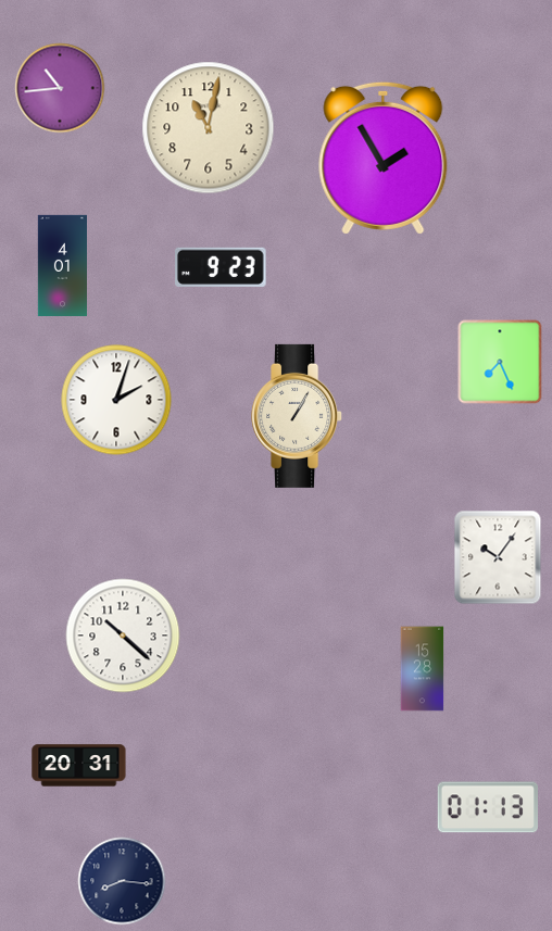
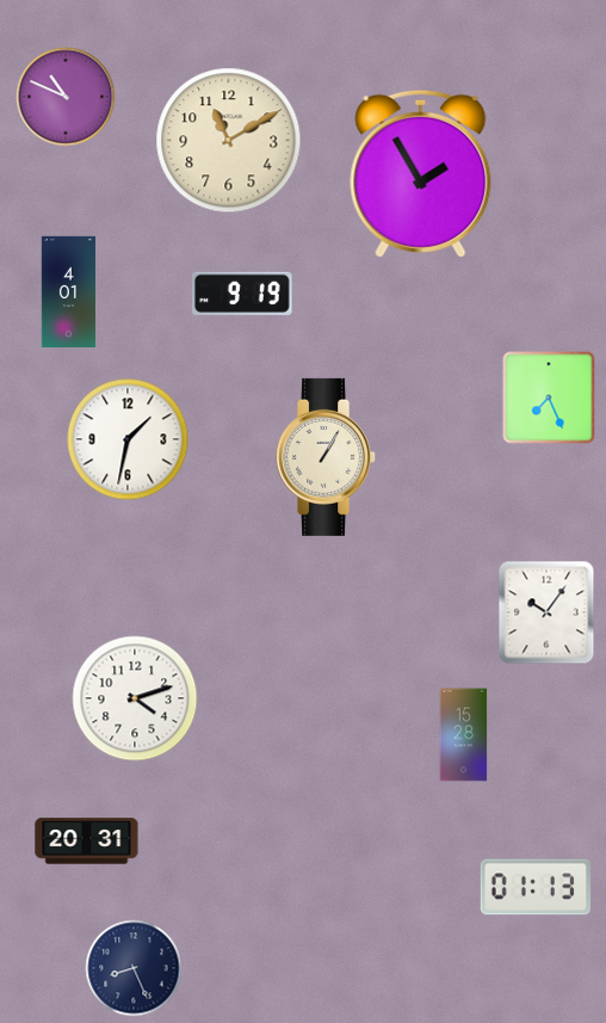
clock at (60, 88): 10:44 -> 10:49
clock at (209, 128): 11:02 -> 11:10
clock at (221, 267): 9:23 -> 9:19
clock at (116, 400): 2:03 -> 1:32
clock at (123, 636): 10:22 -> 4:12
clock at (122, 881): 8:16 -> 8:26
